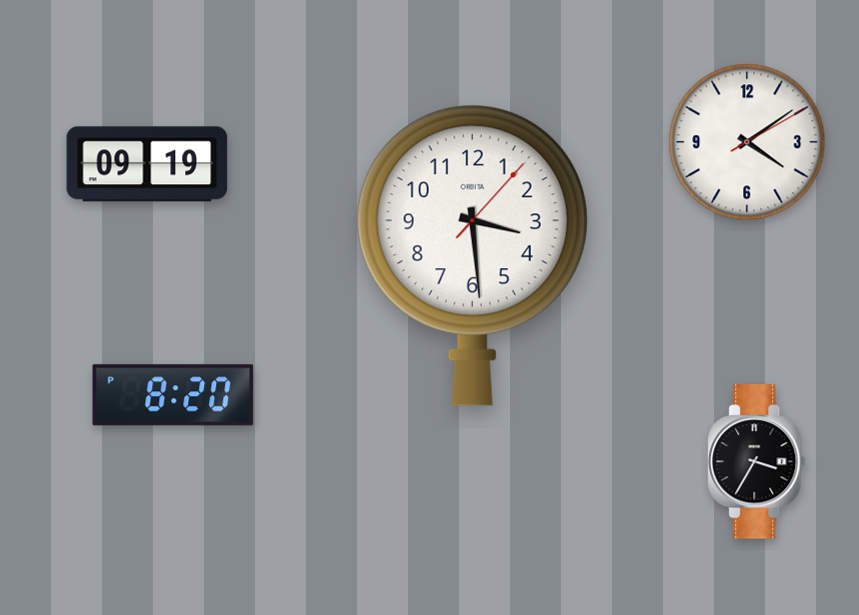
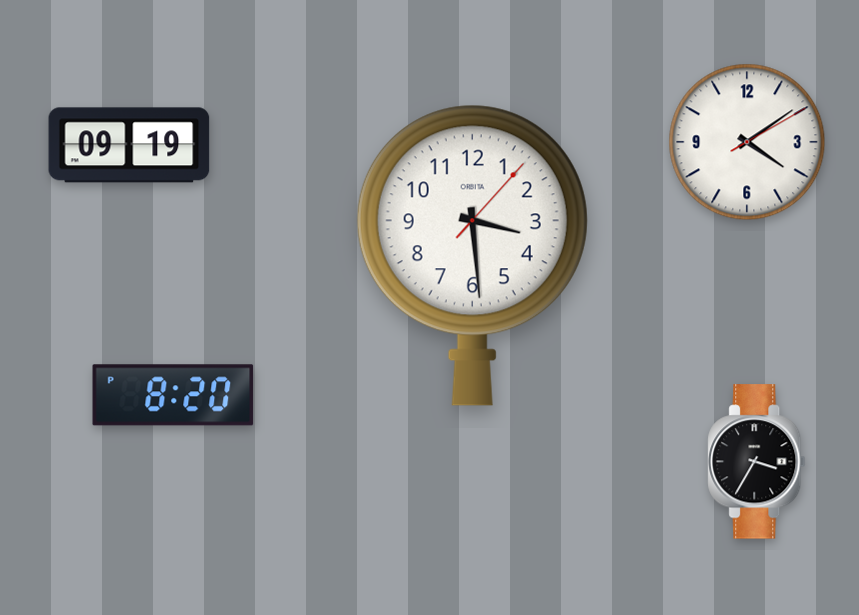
clock at (147, 164) position: (147, 164) -> (129, 145)
